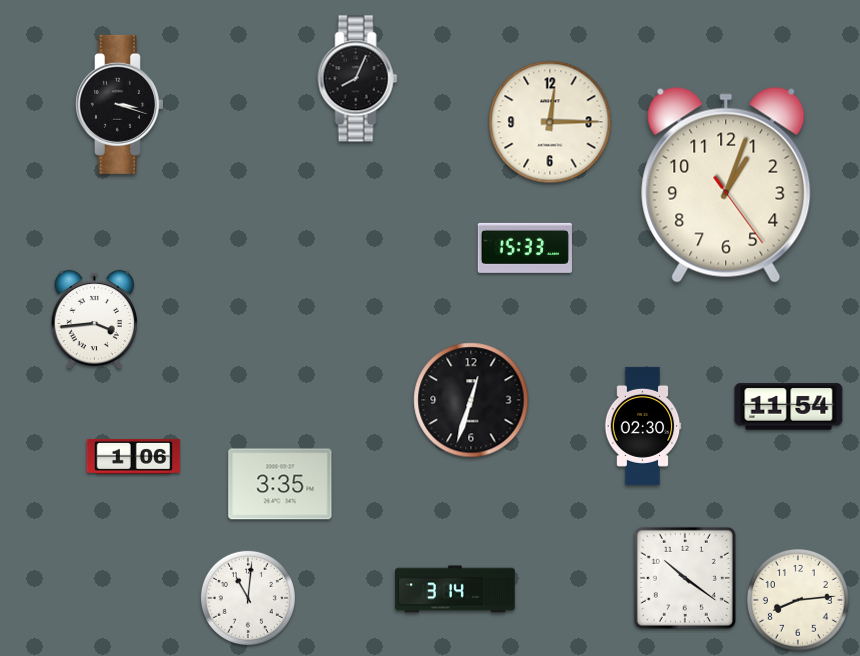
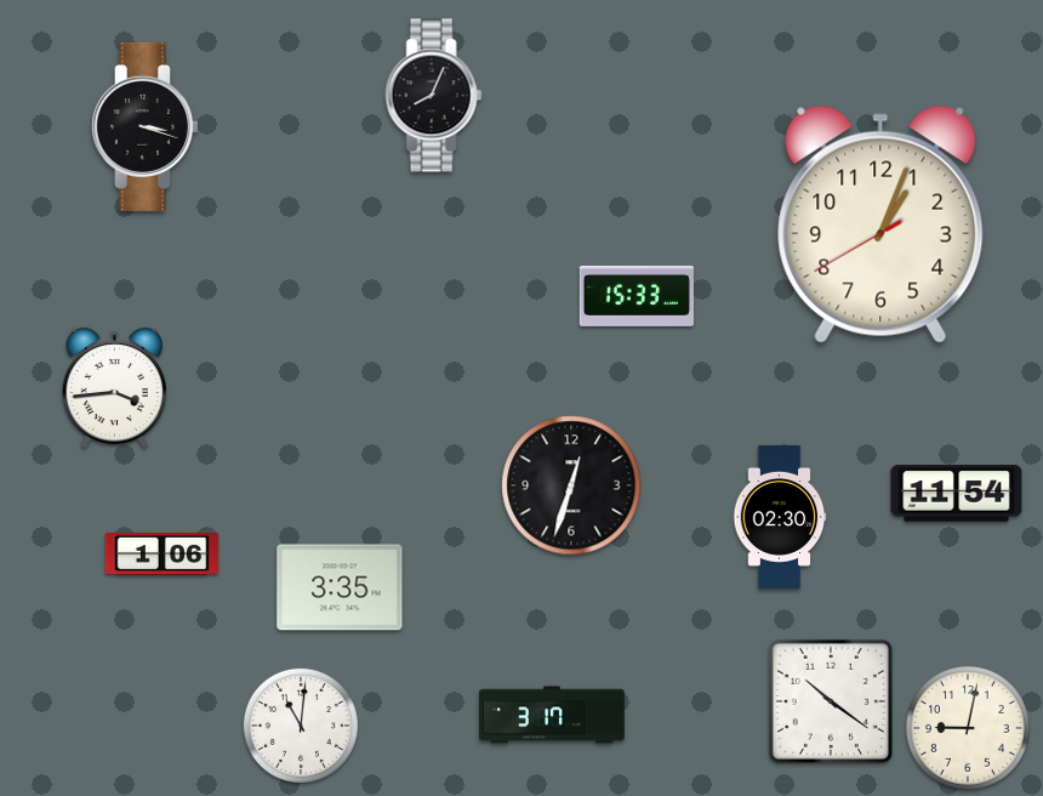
clock at (550, 122): 12:15 -> none
clock at (726, 185): 1:03:24 -> 1:03:40
clock at (525, 248) position: (525, 248) -> (637, 296)
clock at (455, 589): 3:14 -> 3:17
clock at (798, 600): 8:14 -> 9:02
